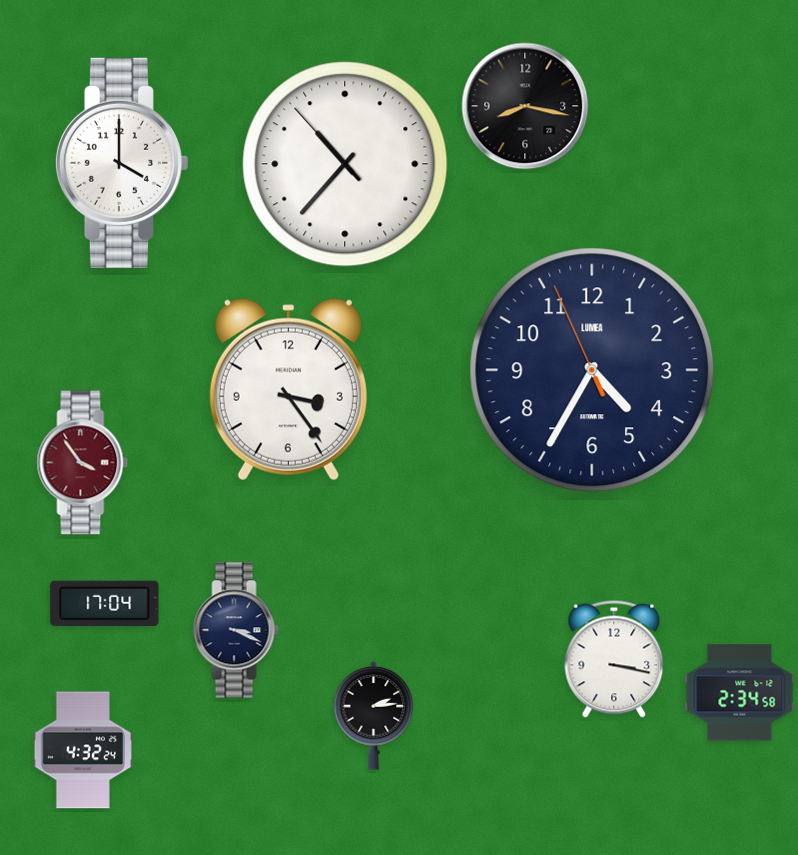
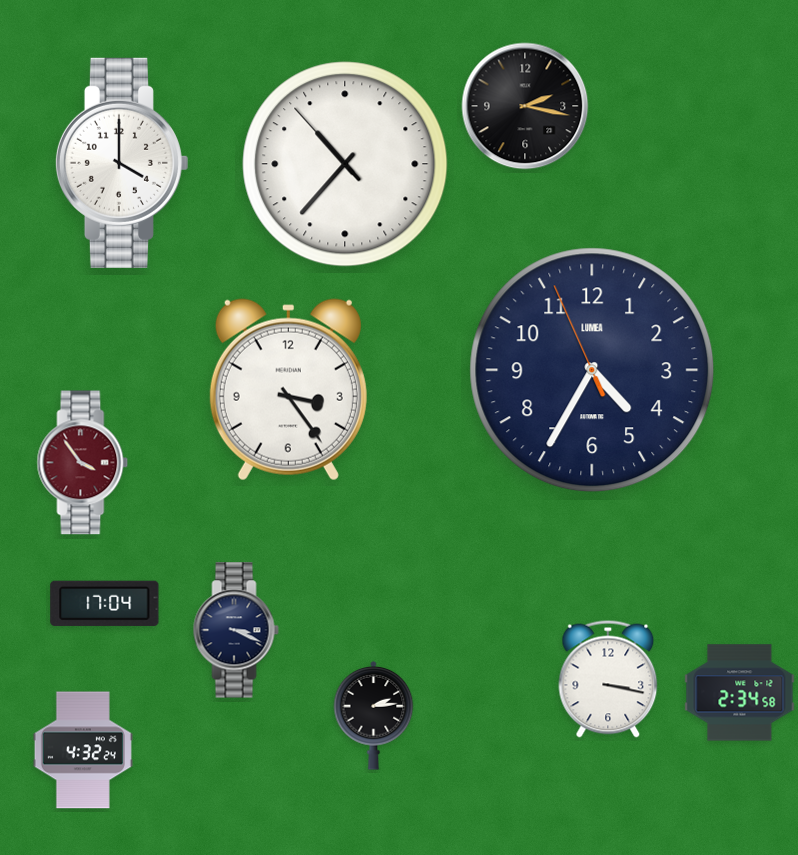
clock at (525, 106): 8:17 -> 2:17
clock at (614, 659) position: (614, 659) -> (608, 679)
